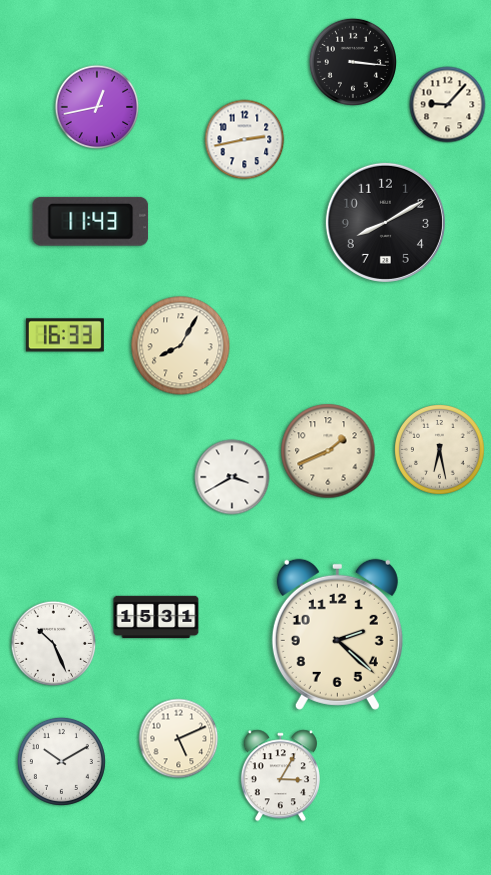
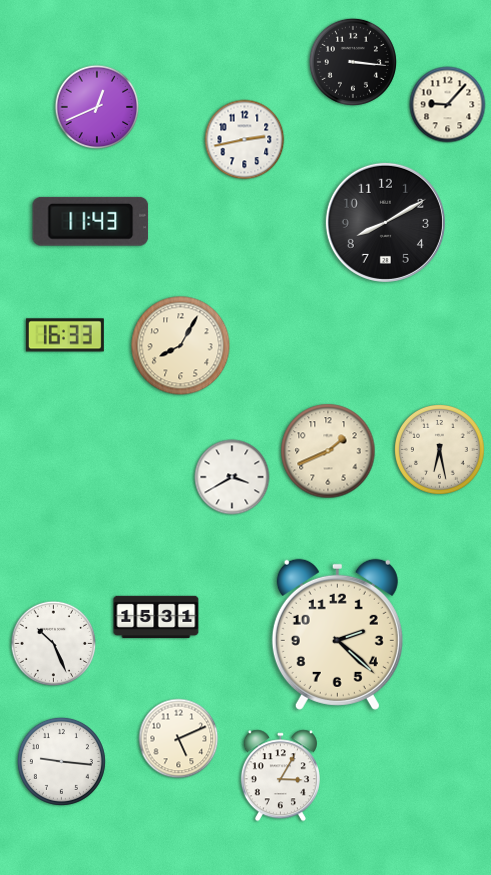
clock at (97, 107): 12:43 -> 12:41
clock at (61, 761): 10:10 -> 9:16
